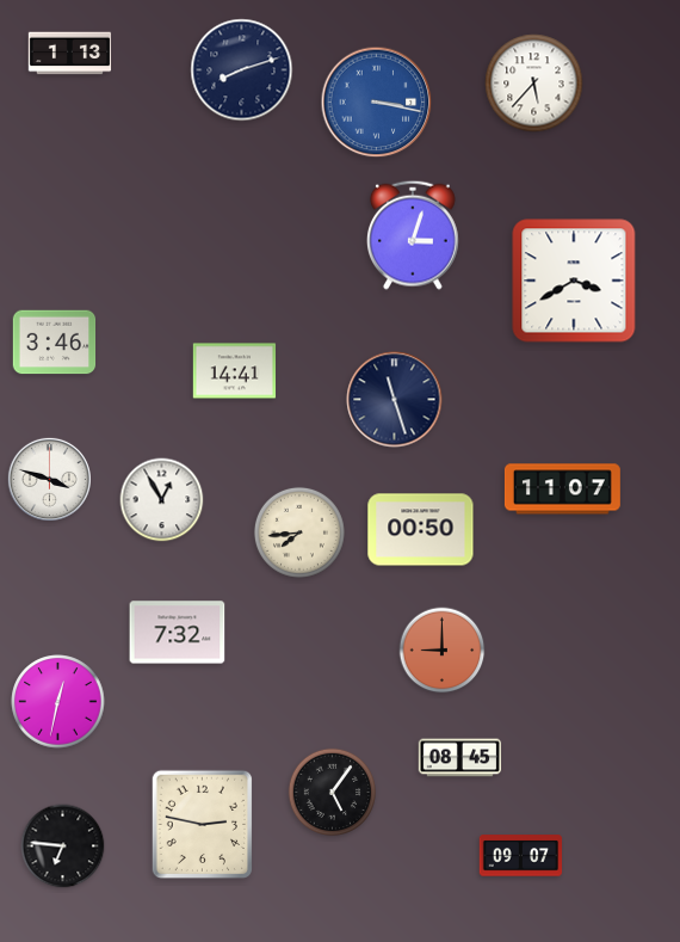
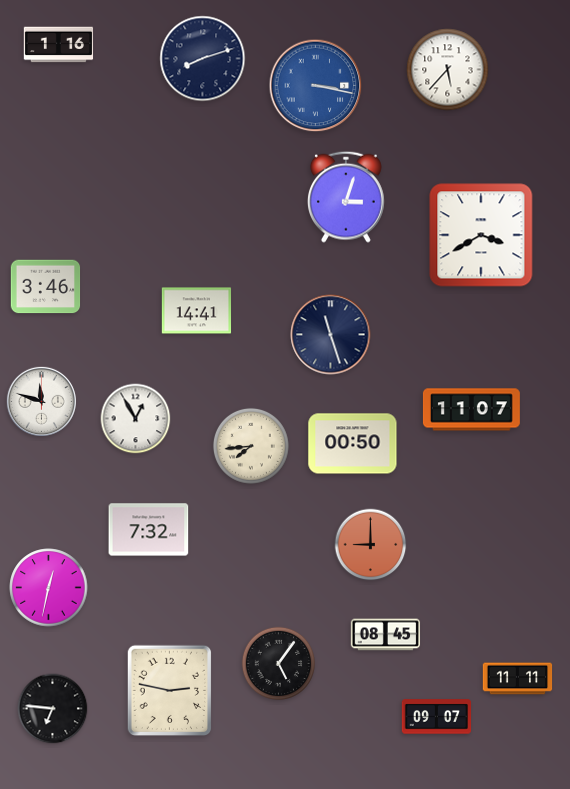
clock at (70, 54): 1:13 -> 1:16
clock at (49, 479): 3:48 -> 11:48
clock at (518, 679): none -> 11:11
